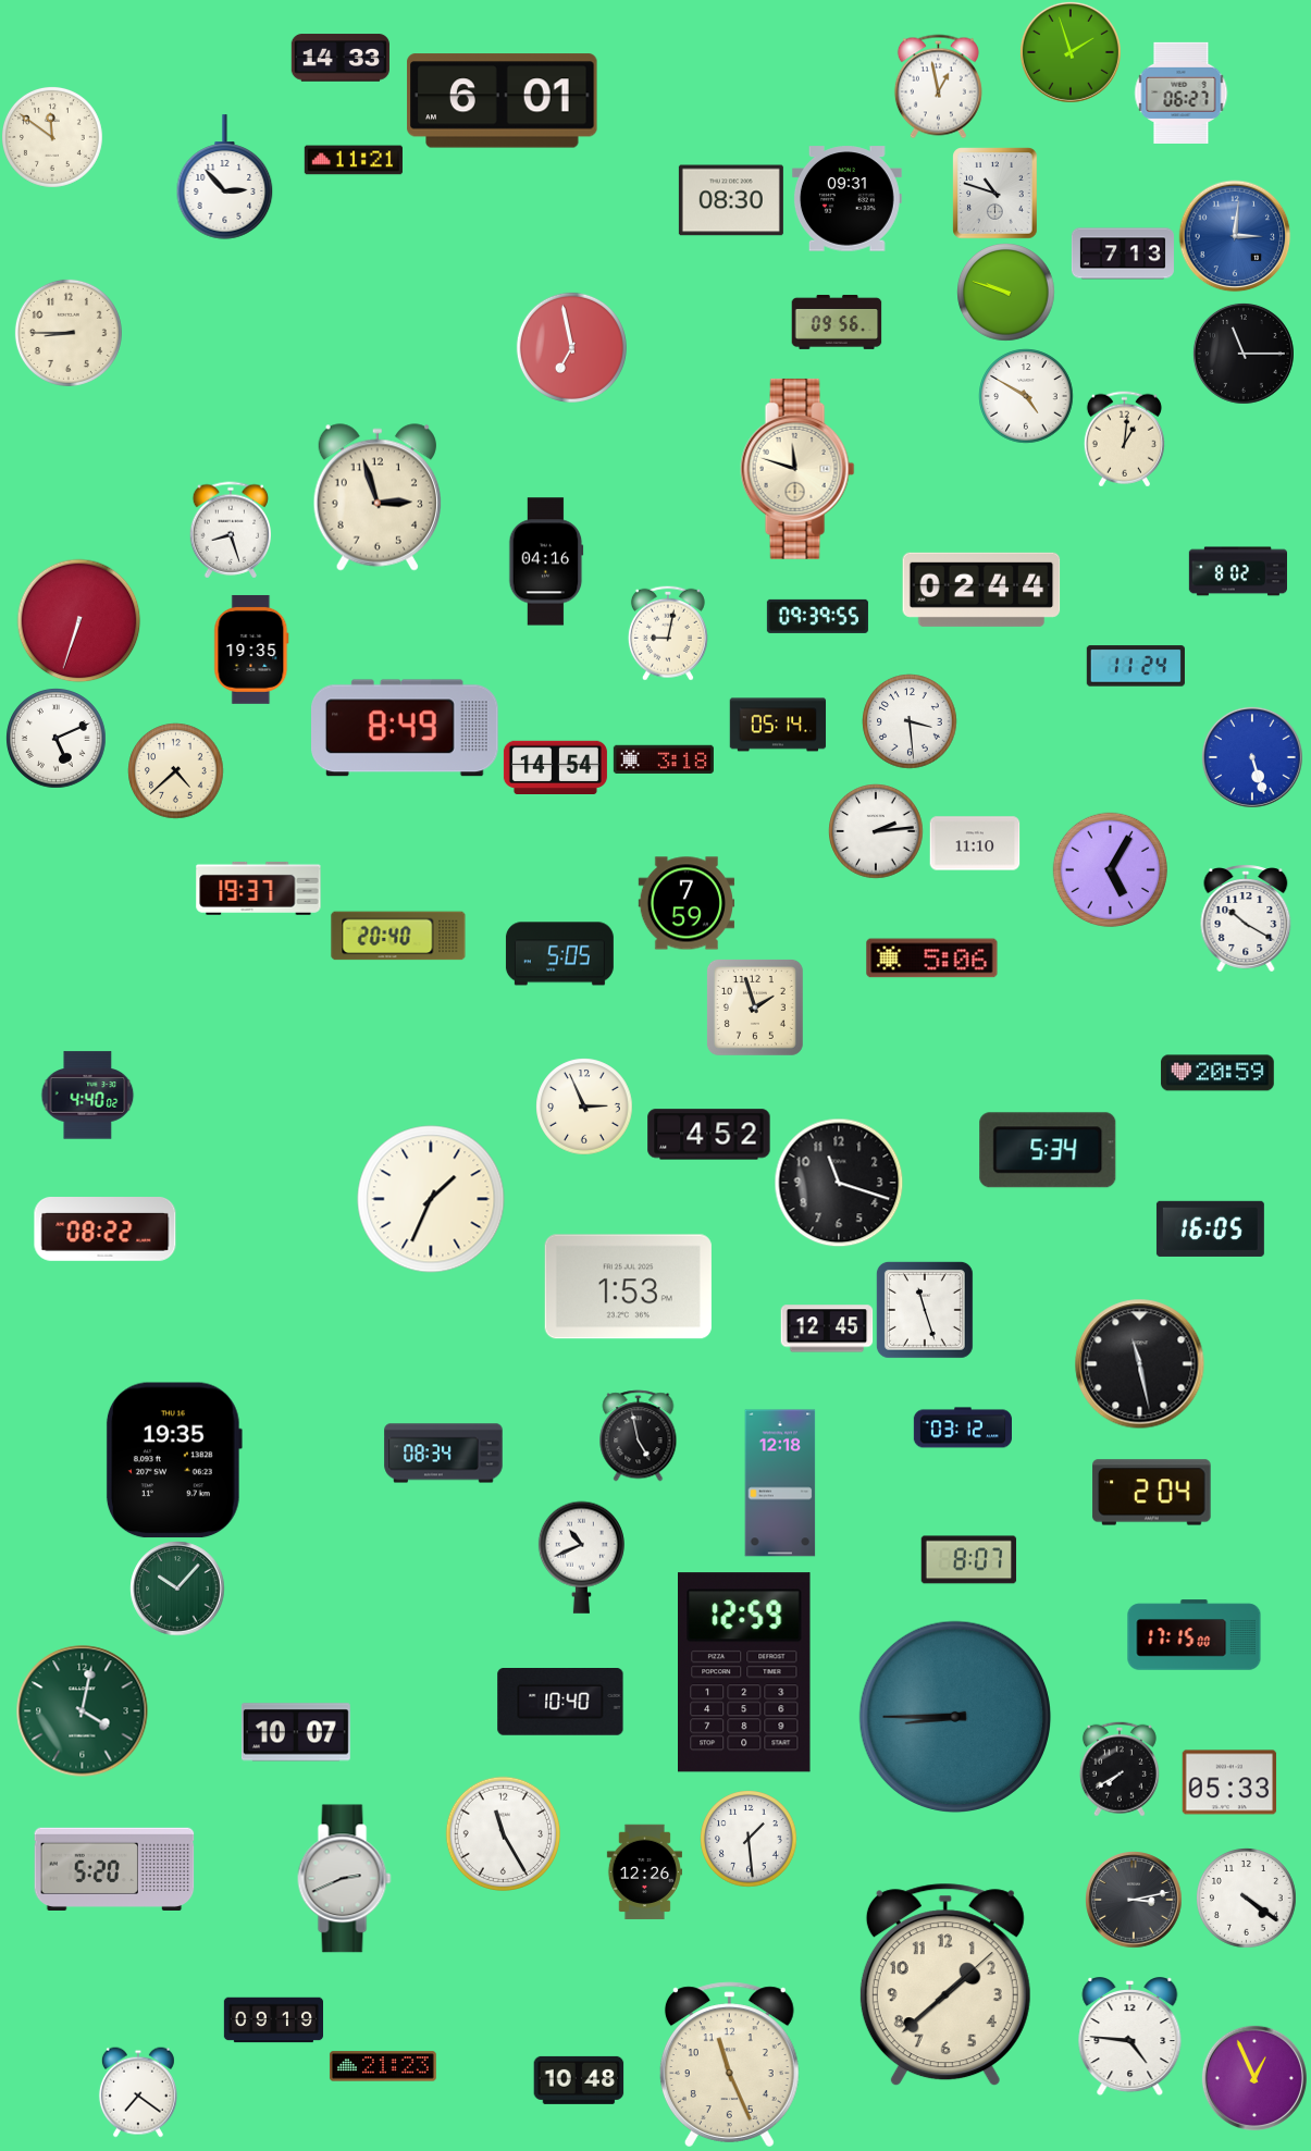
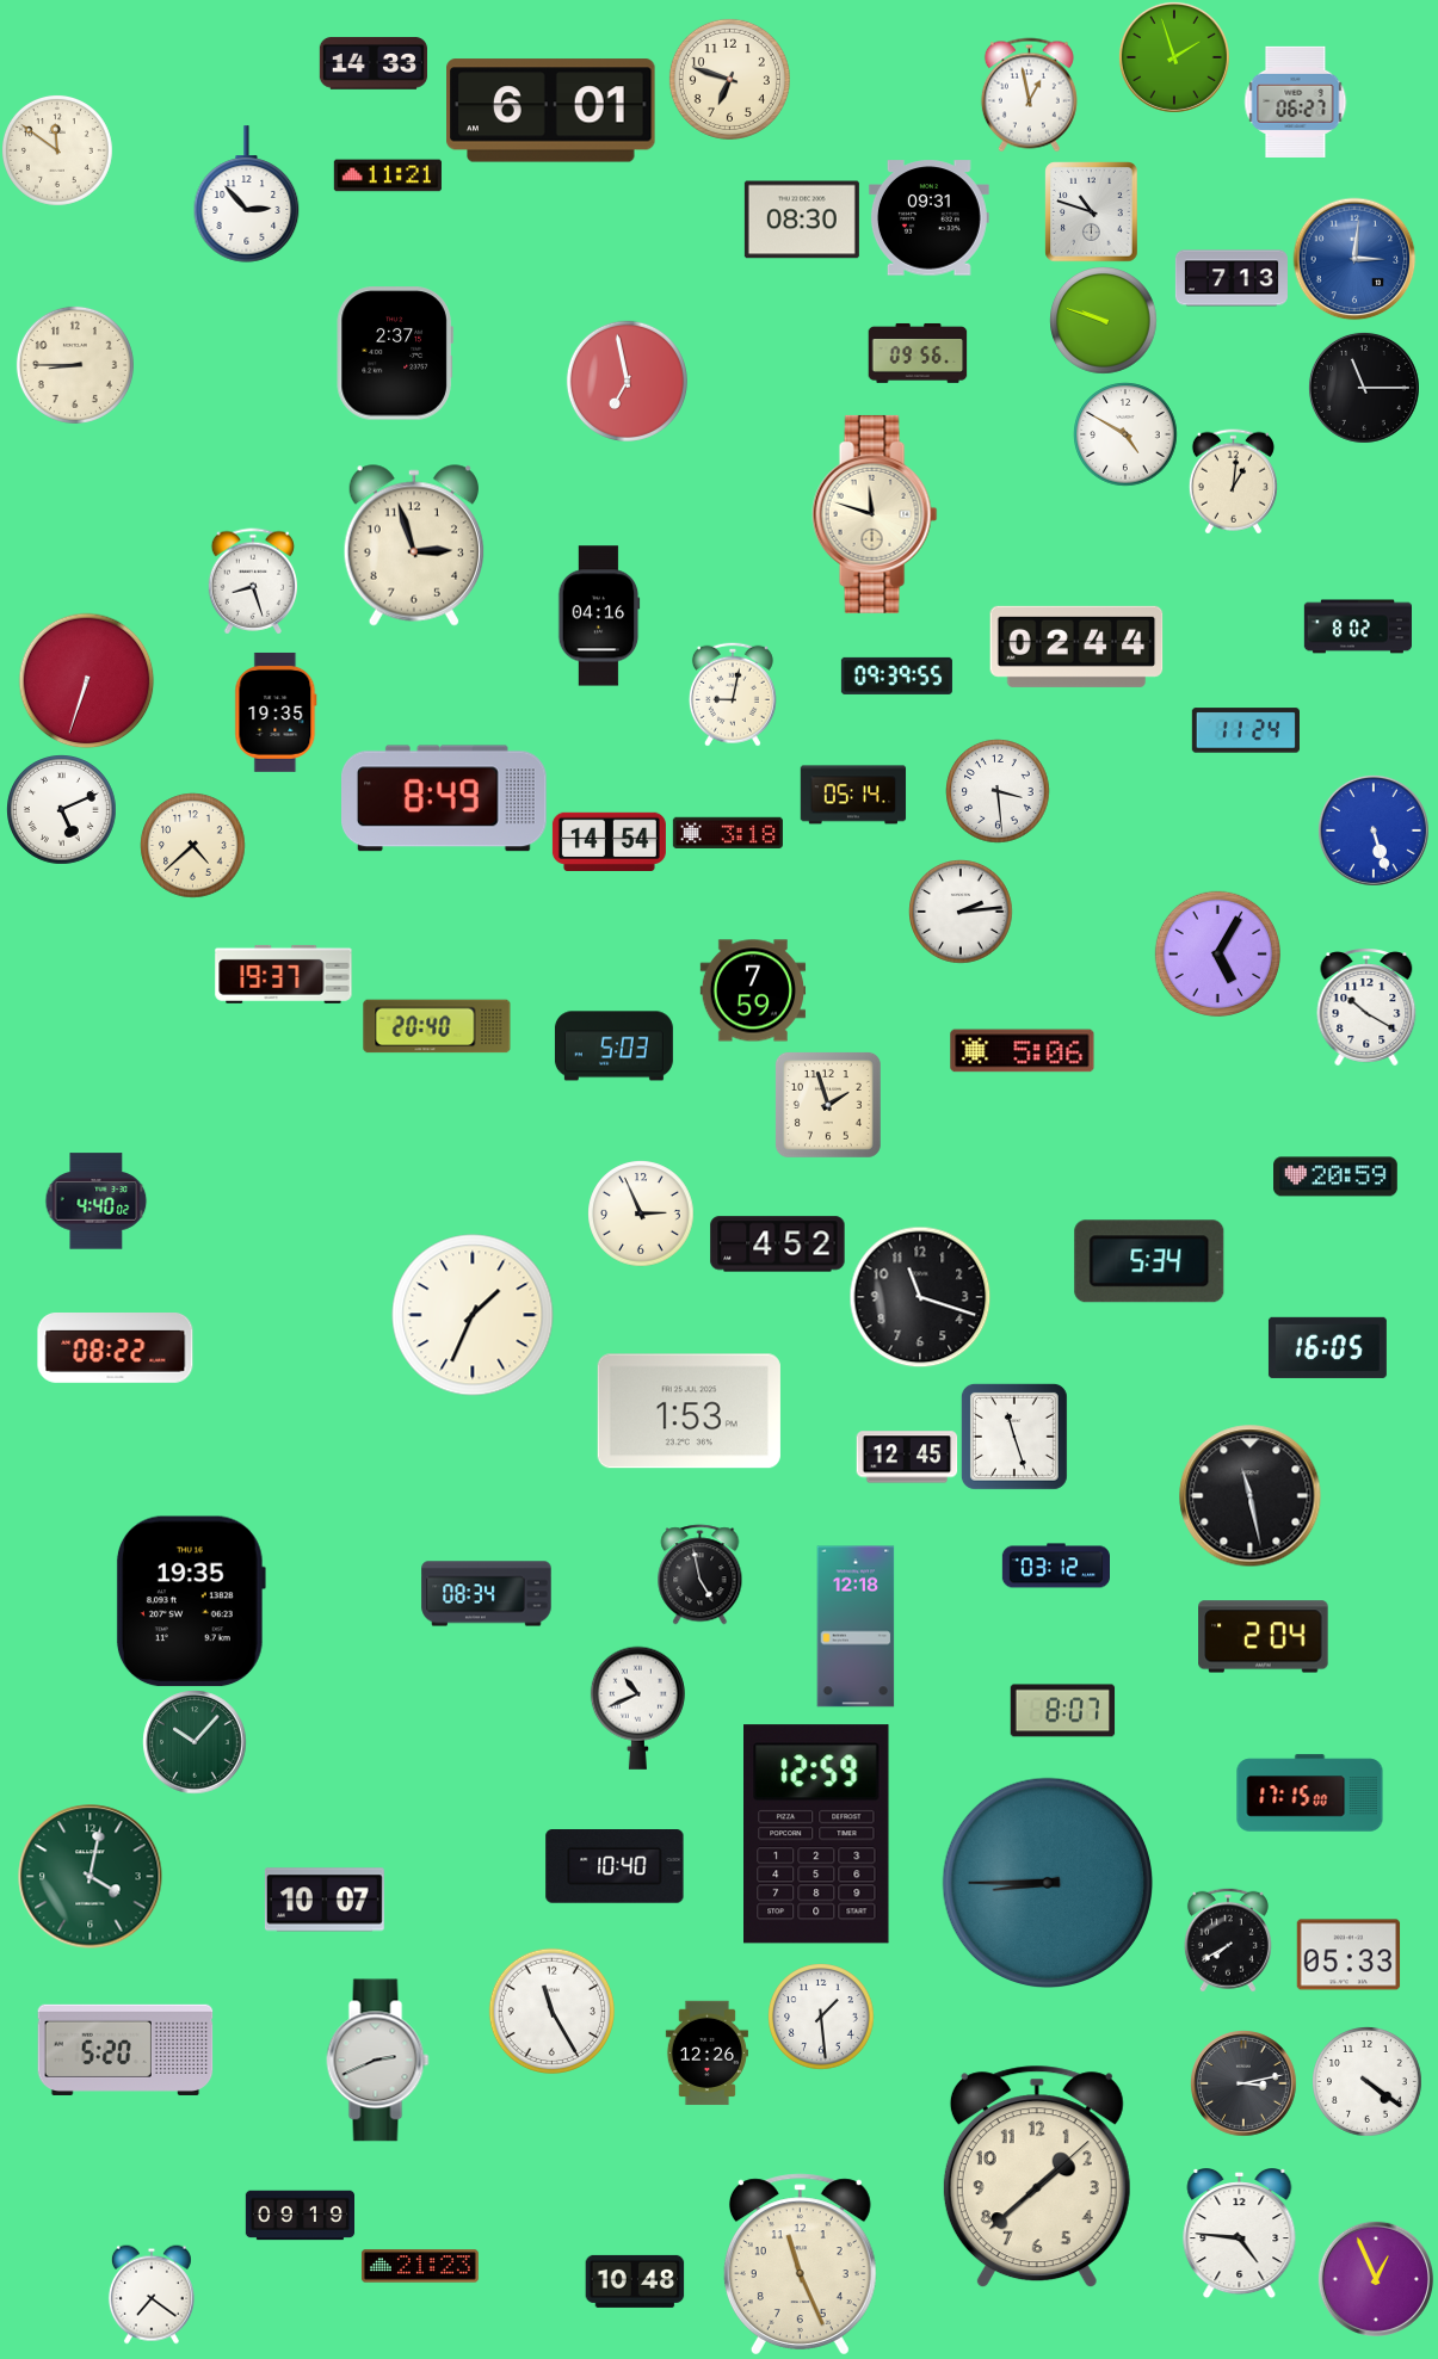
clock at (729, 79): none -> 6:48
clock at (395, 353): none -> 2:37
clock at (975, 843): 11:10 -> none
clock at (559, 954): 5:05 -> 5:03
